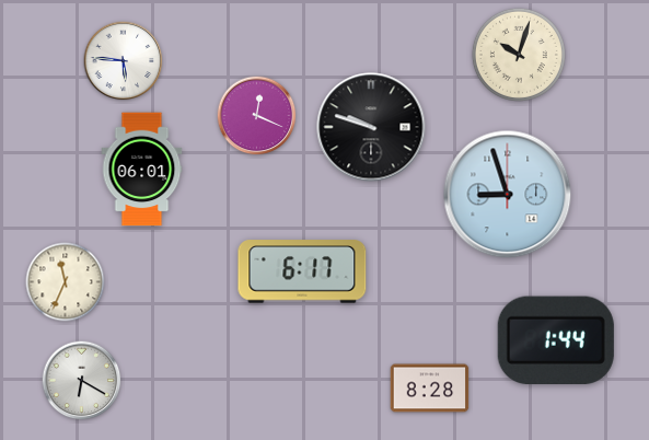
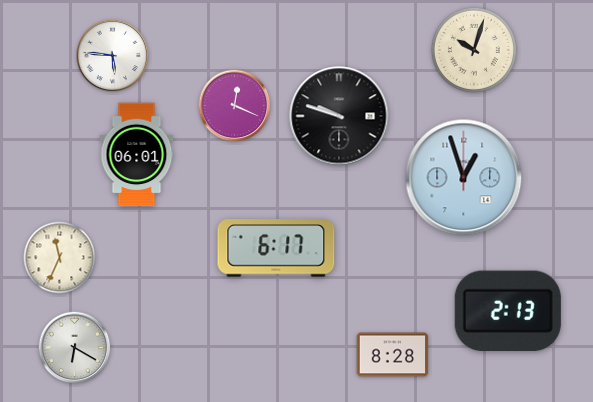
clock at (142, 170) position: (142, 170) -> (137, 155)
clock at (508, 195): 8:57 -> 12:57
clock at (556, 339): 1:44 -> 2:13
